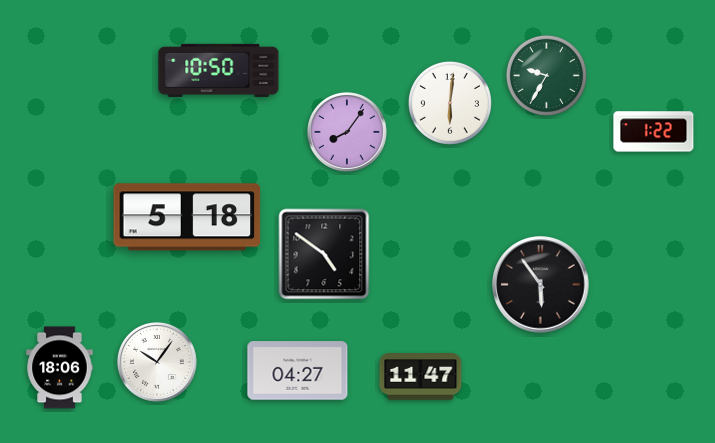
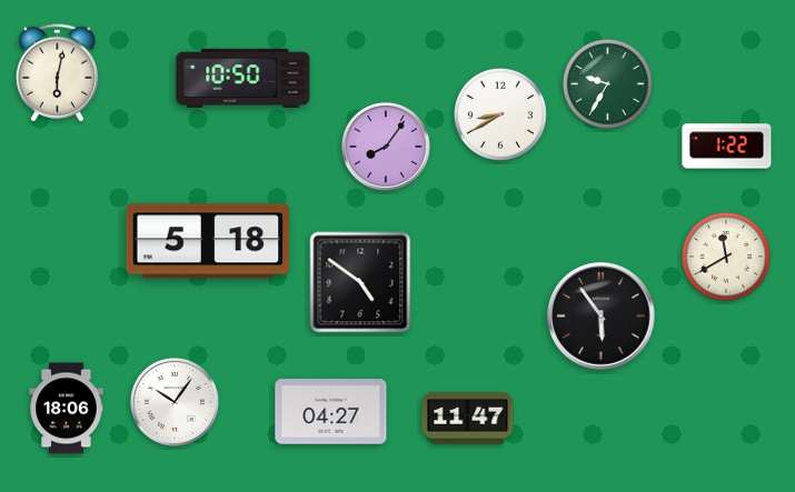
clock at (57, 73): none -> 6:02
clock at (450, 103): 6:01 -> 8:40
clock at (726, 257): none -> 11:40
